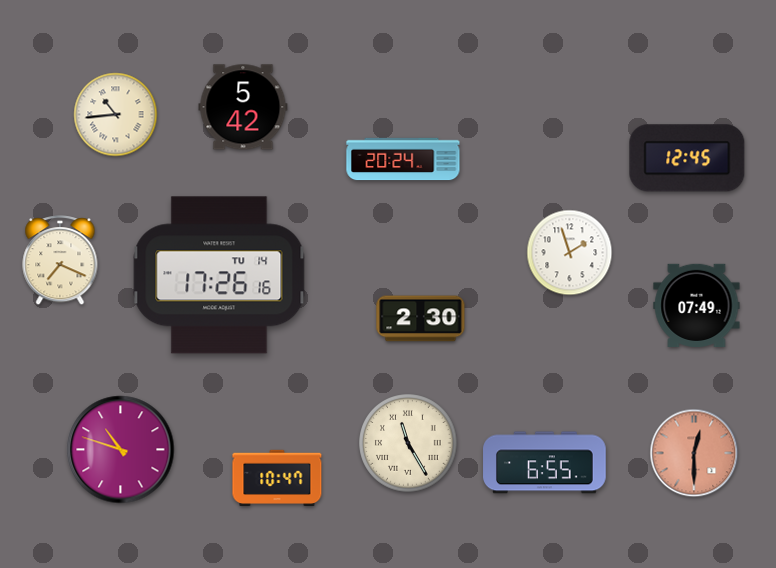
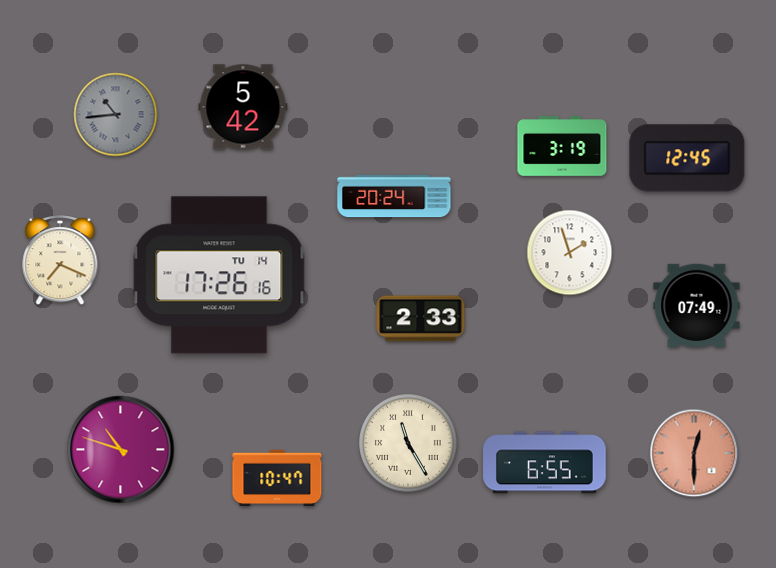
clock at (116, 115) dial: cream -> grey
clock at (562, 146): none -> 3:19
clock at (403, 159) position: (403, 159) -> (394, 196)
clock at (421, 319): 2:30 -> 2:33
